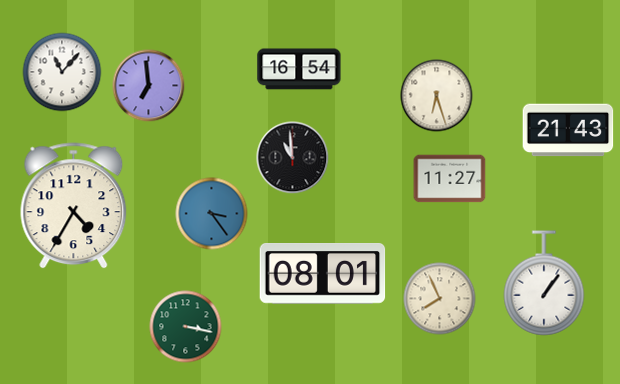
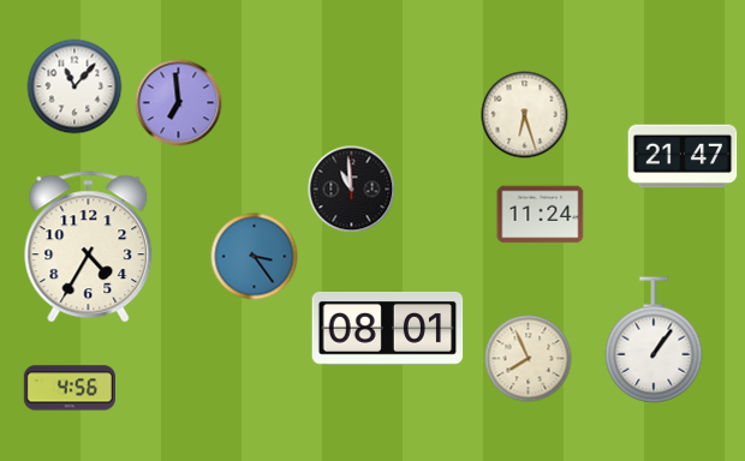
clock at (299, 69): 16:54 -> none
clock at (568, 130): 21:43 -> 21:47
clock at (450, 179): 11:27 -> 11:24
clock at (70, 388): none -> 4:56
clock at (186, 327): 3:17 -> none
